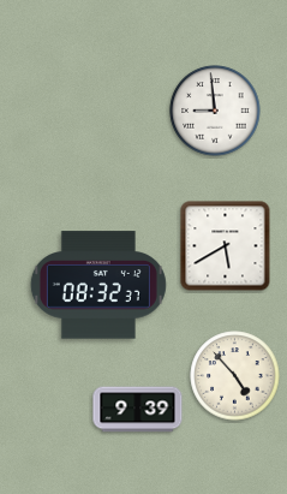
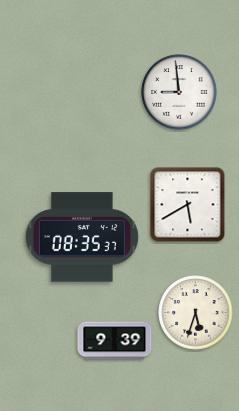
clock at (98, 285): 08:32 -> 08:35
clock at (235, 376): 4:53 -> 5:33
